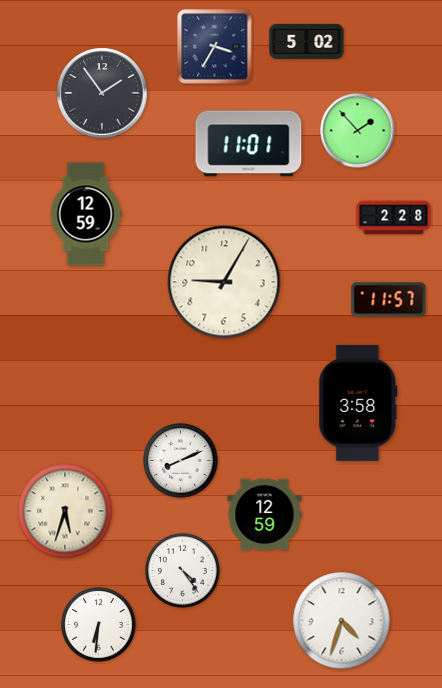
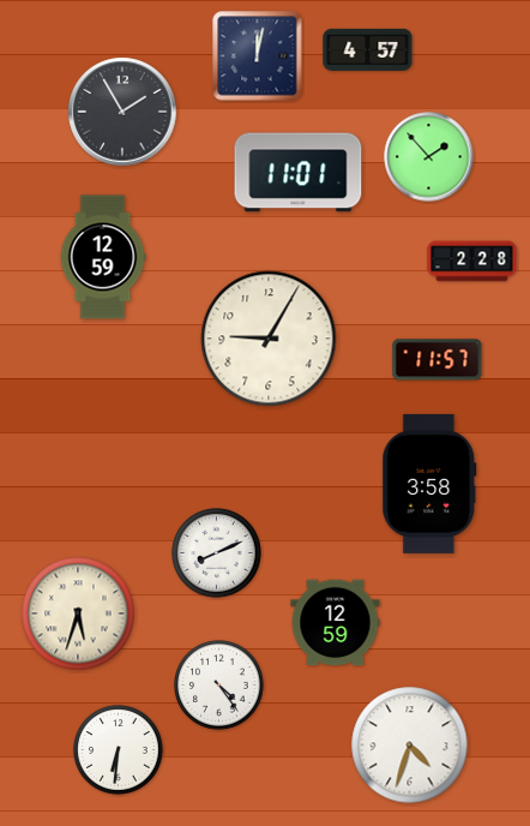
clock at (307, 41): 5:02 -> 4:57
clock at (215, 47): 3:35 -> 12:02
clock at (102, 93): 1:54 -> 1:55
clock at (389, 300) position: (389, 300) -> (438, 360)
clock at (265, 515) position: (265, 515) -> (336, 623)
